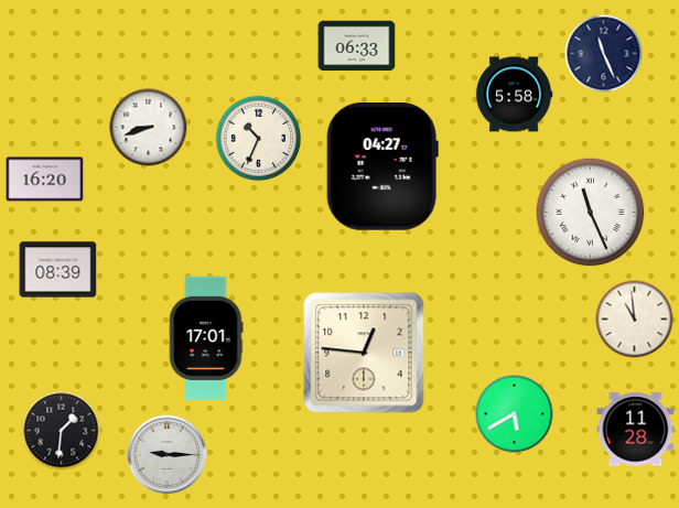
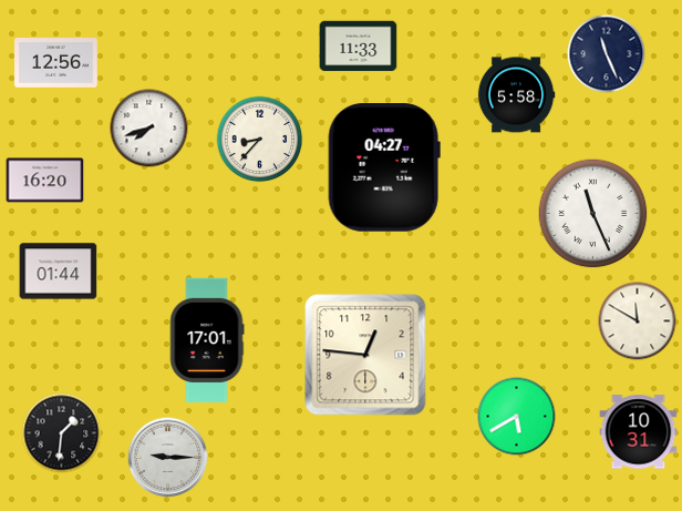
clock at (357, 46): 06:33 -> 11:33
clock at (56, 63): none -> 12:56
clock at (149, 128): 8:42 -> 7:42
clock at (259, 139): 10:34 -> 8:37
clock at (58, 270): 08:39 -> 01:44
clock at (635, 320): 10:59 -> 11:50
clock at (636, 430): 11:28 -> 10:31
